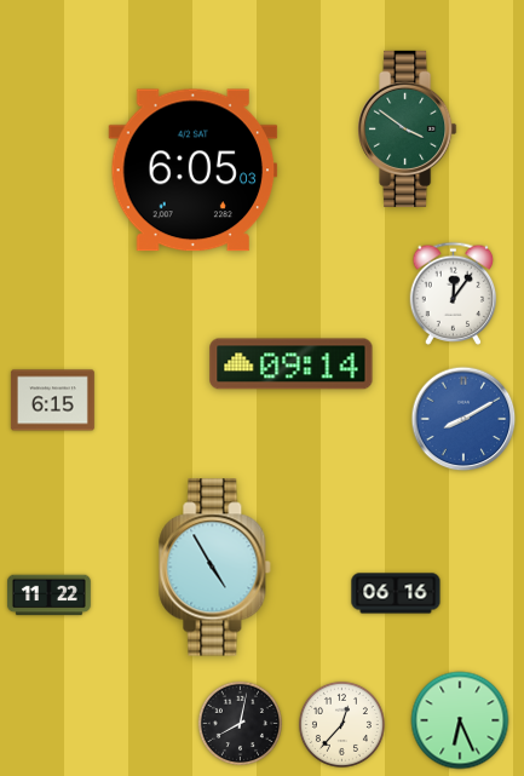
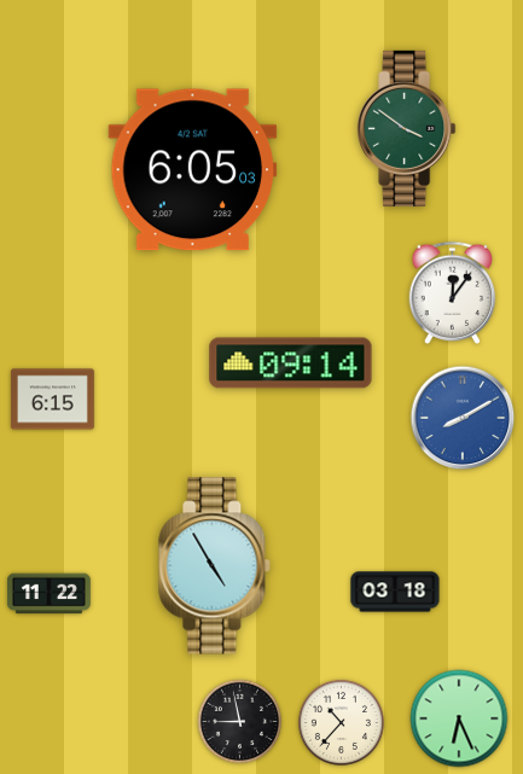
clock at (396, 593): 06:16 -> 03:18
clock at (240, 723): 8:02 -> 8:58
clock at (341, 724): 12:37 -> 10:37
